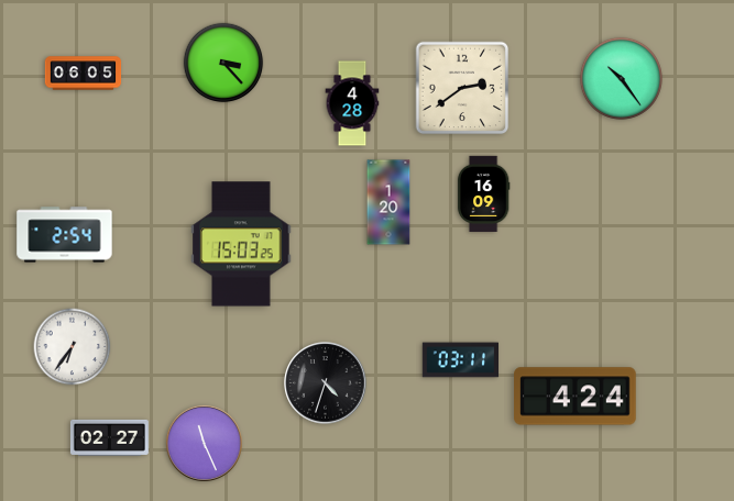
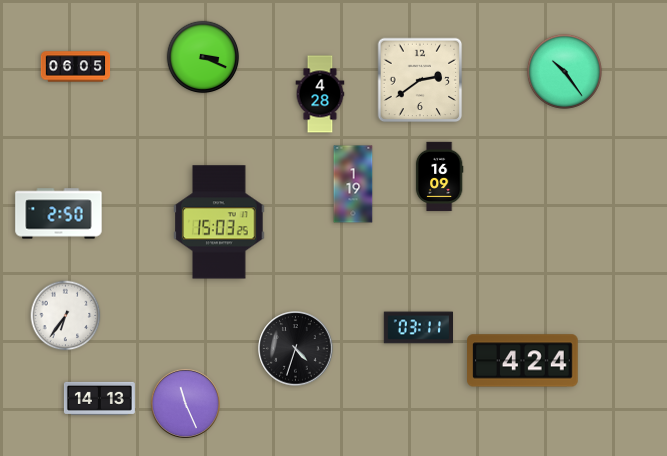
clock at (223, 63): 3:23 -> 3:19
clock at (388, 202): 1:20 -> 1:19
clock at (65, 235): 2:54 -> 2:50
clock at (109, 437): 02:27 -> 14:13
